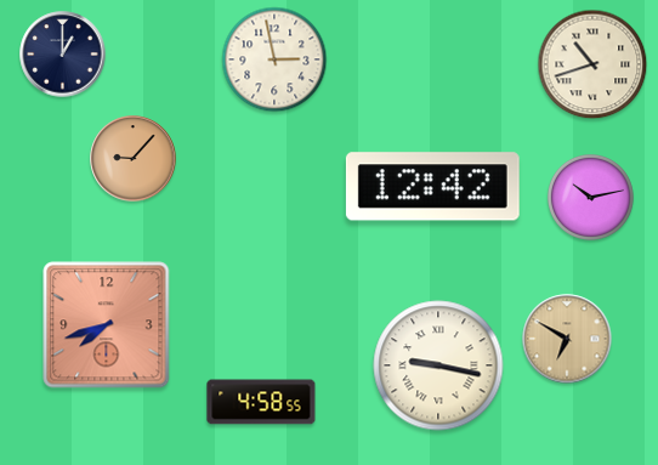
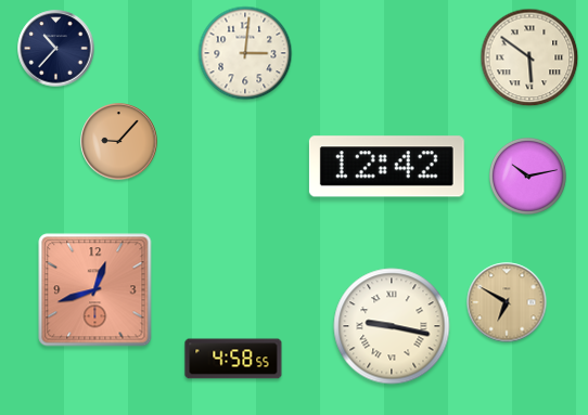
clock at (63, 55): 1:00 -> 10:37
clock at (274, 59): 2:58 -> 3:01
clock at (592, 64): 10:42 -> 5:51
clock at (107, 325): 7:42 -> 12:42
